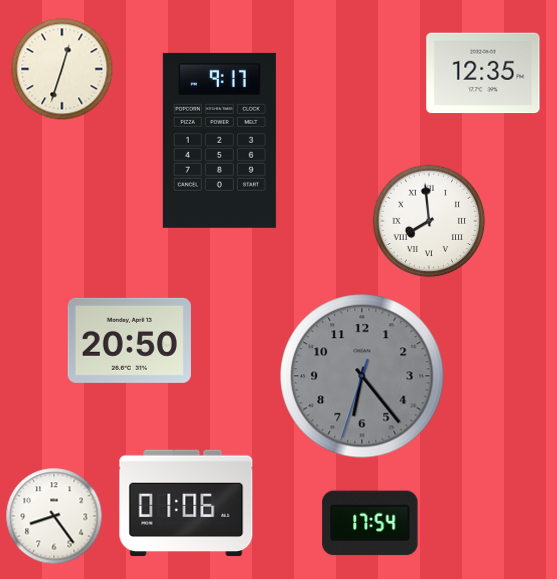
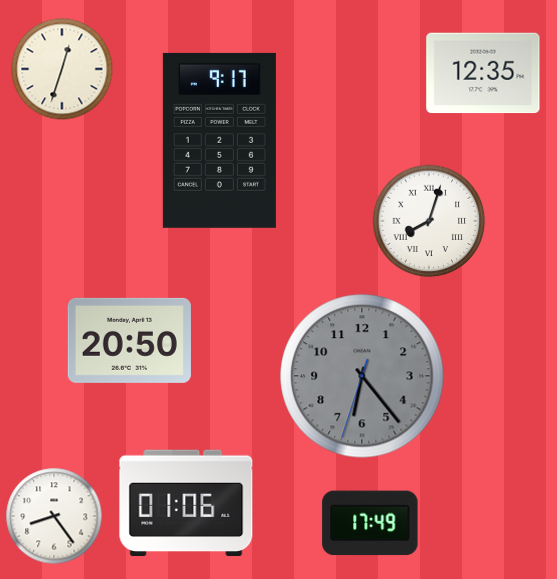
clock at (429, 221): 7:59 -> 8:03
clock at (370, 523): 17:54 -> 17:49
